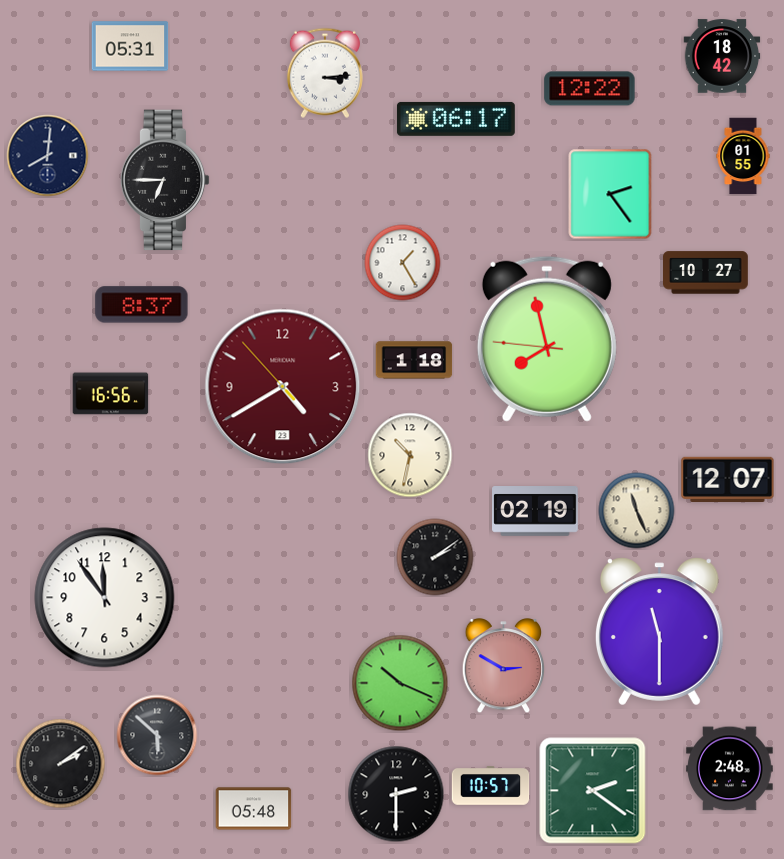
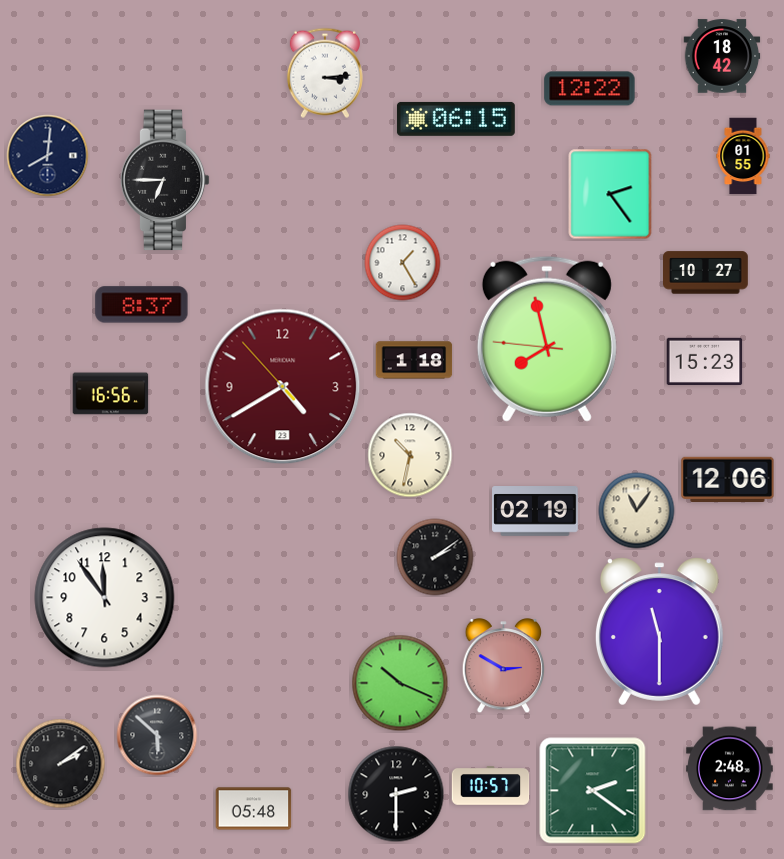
clock at (130, 46): 05:31 -> none
clock at (456, 119): 06:17 -> 06:15
clock at (705, 361): none -> 15:23
clock at (728, 479): 12:07 -> 12:06
clock at (637, 511): 11:26 -> 11:06
